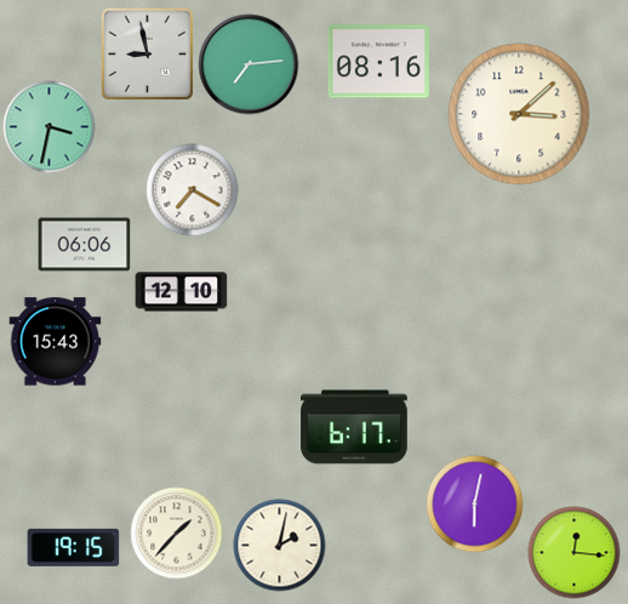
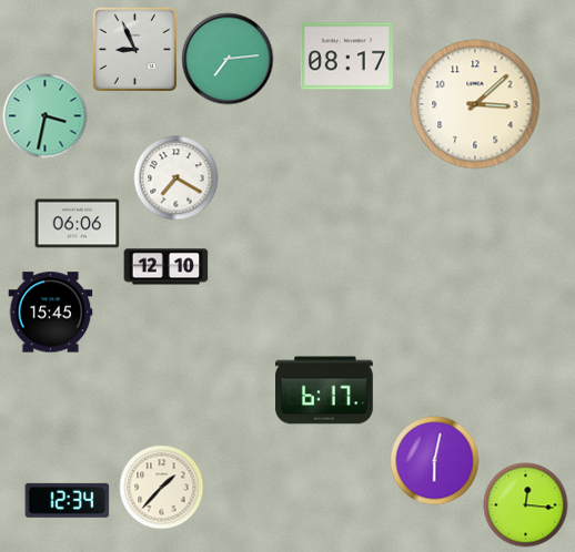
clock at (147, 53): 8:58 -> 8:56
clock at (378, 62): 08:16 -> 08:17
clock at (193, 190) position: (193, 190) -> (176, 178)
clock at (56, 342): 15:43 -> 15:45
clock at (280, 546): 2:02 -> none
clock at (74, 547): 19:15 -> 12:34
